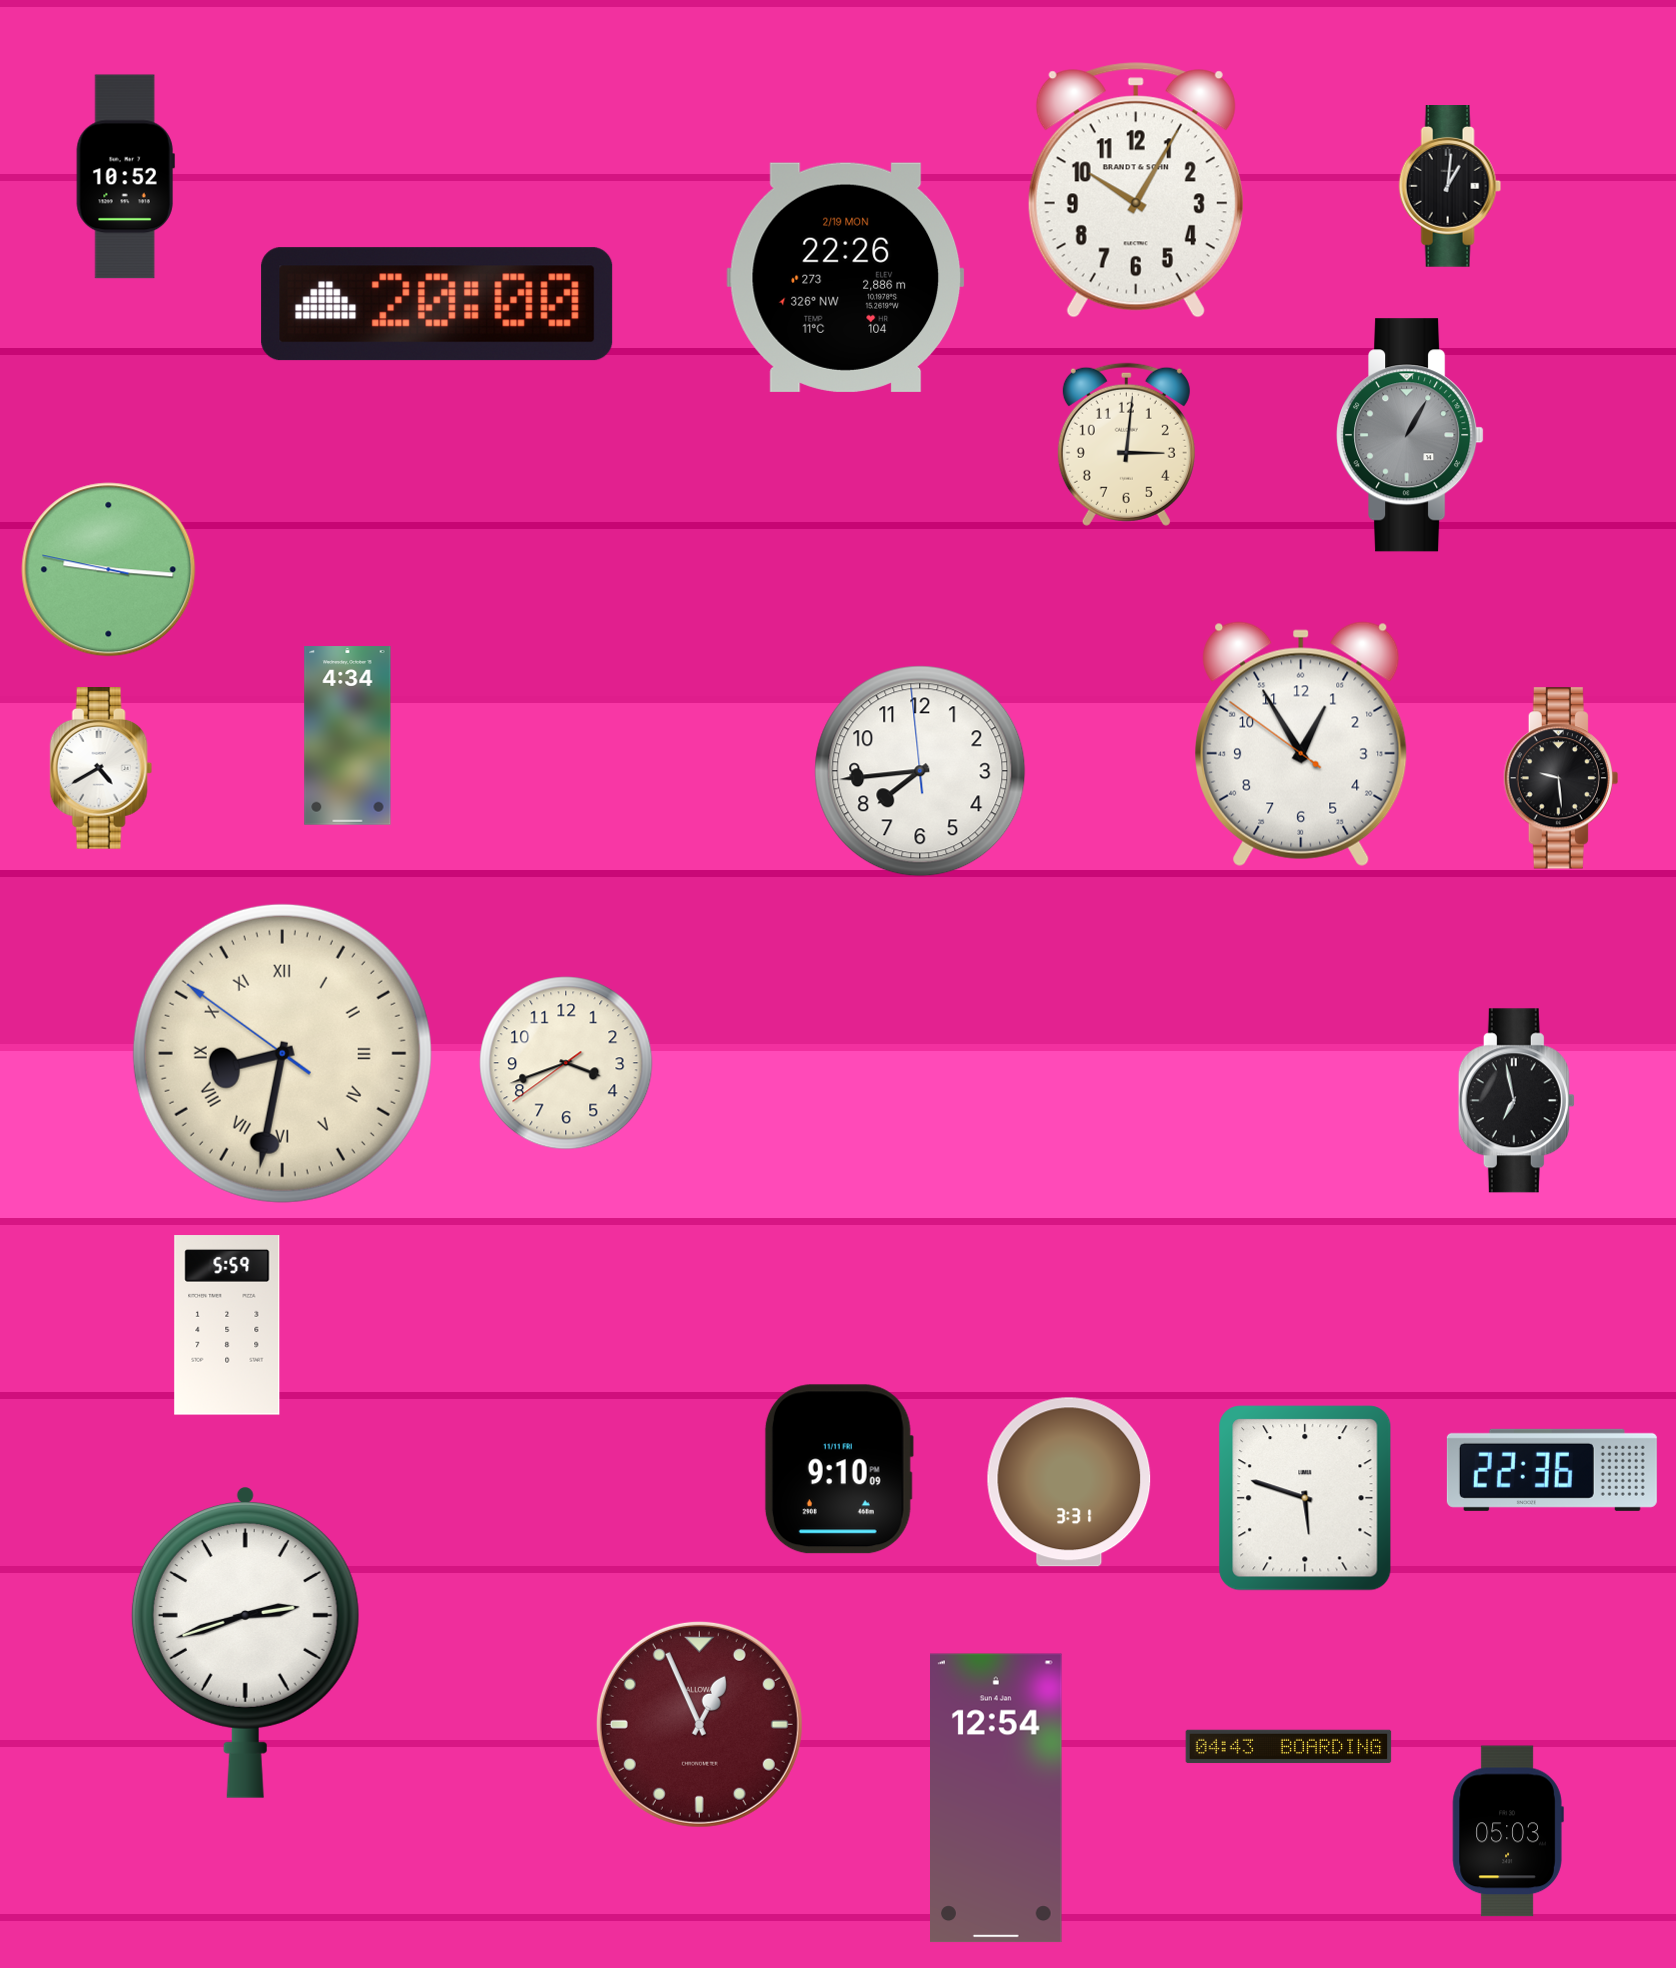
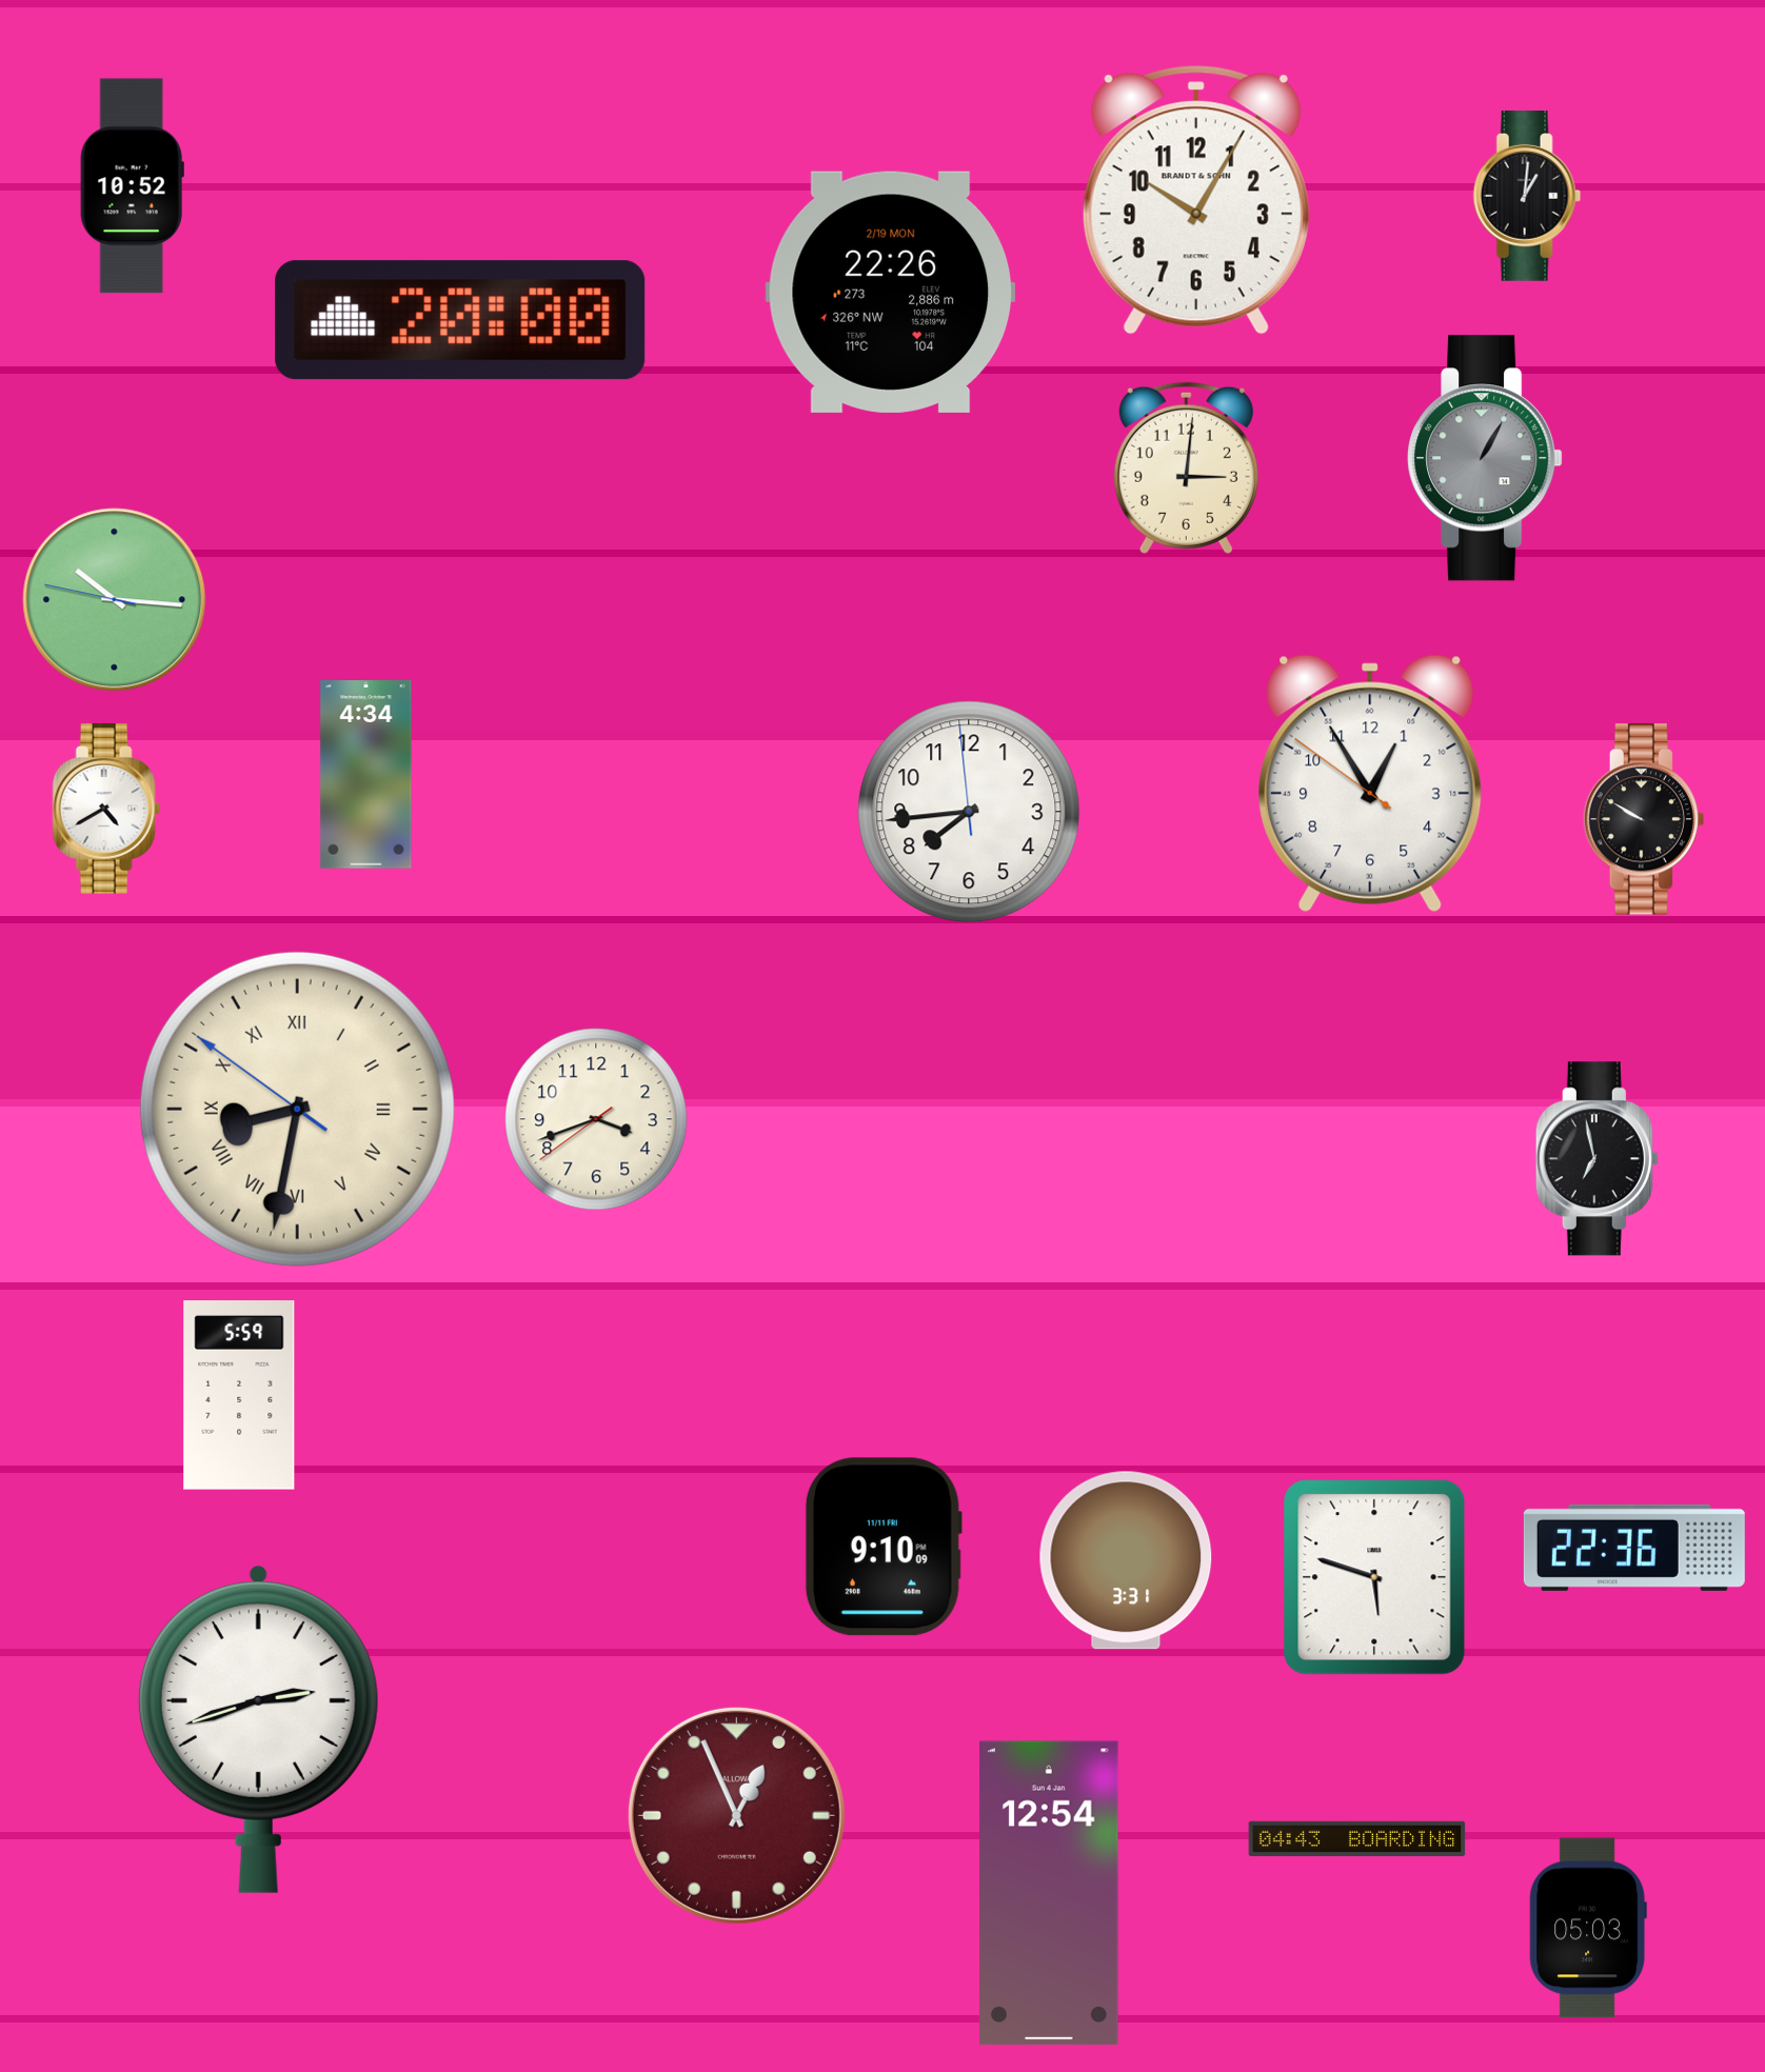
clock at (109, 570): 9:15 -> 10:15
clock at (1561, 778): 9:29 -> 9:50
